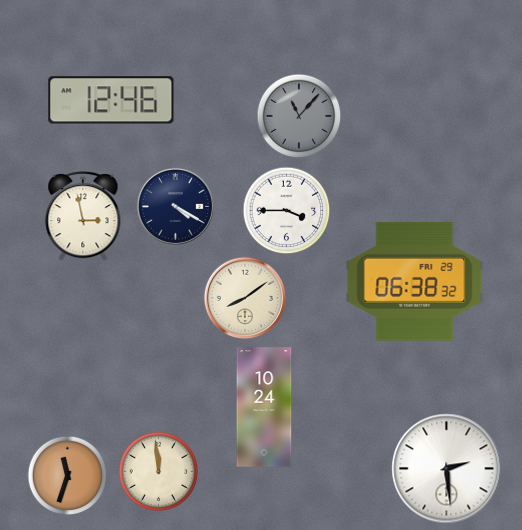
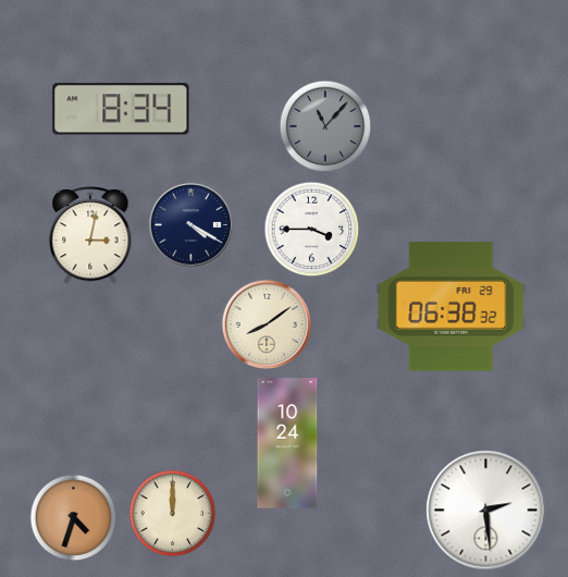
clock at (111, 100): 12:46 -> 8:34
clock at (83, 216): 2:58 -> 3:02
clock at (158, 471): 11:59 -> 12:00
clock at (67, 475): 11:33 -> 4:33
